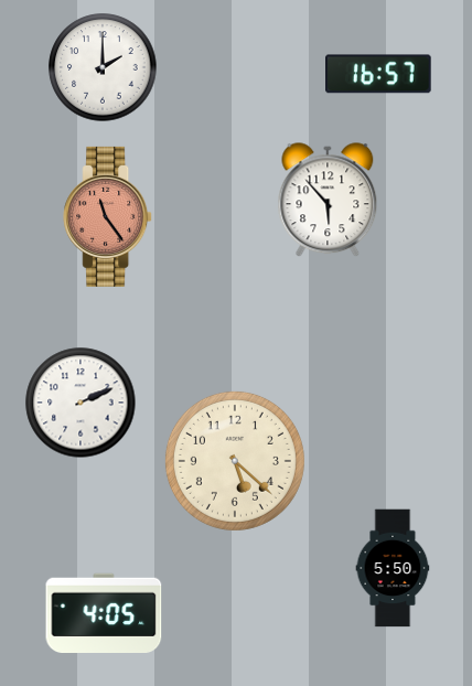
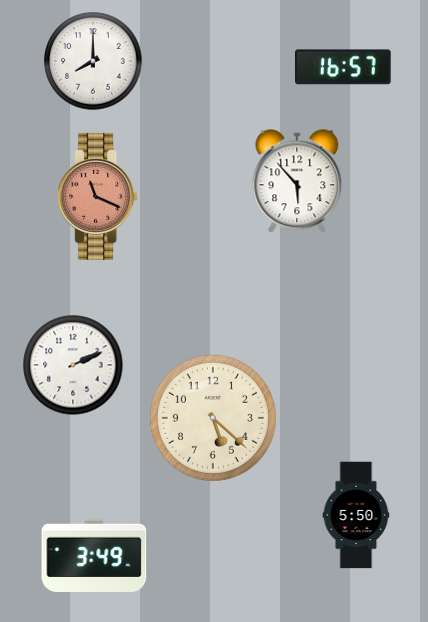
clock at (103, 67): 2:00 -> 8:00
clock at (108, 216): 11:24 -> 11:19
clock at (104, 612): 4:05 -> 3:49
